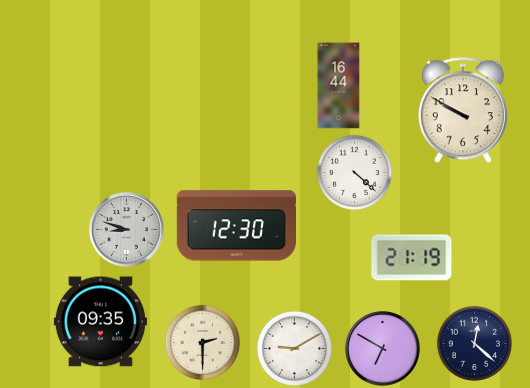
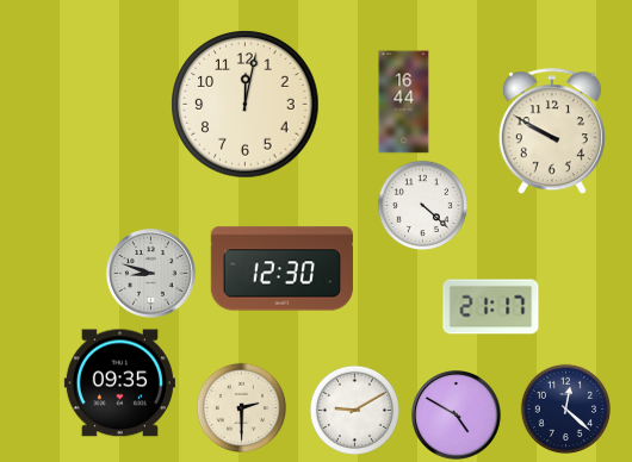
clock at (246, 105): none -> 12:02
clock at (412, 258): 21:19 -> 21:17
clock at (294, 348) position: (294, 348) -> (354, 410)
clock at (383, 349): 6:50 -> 4:50
